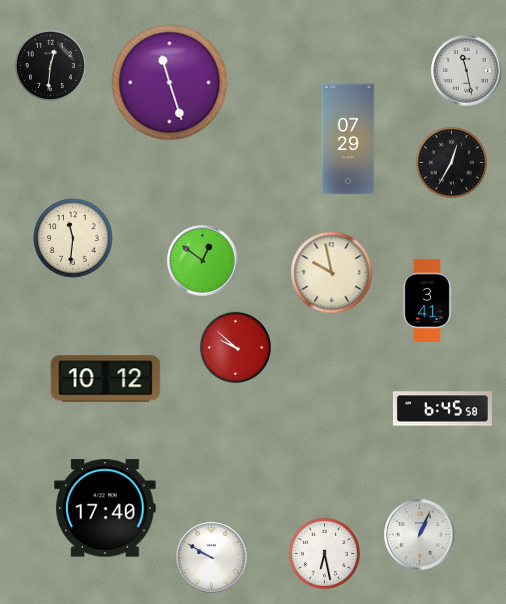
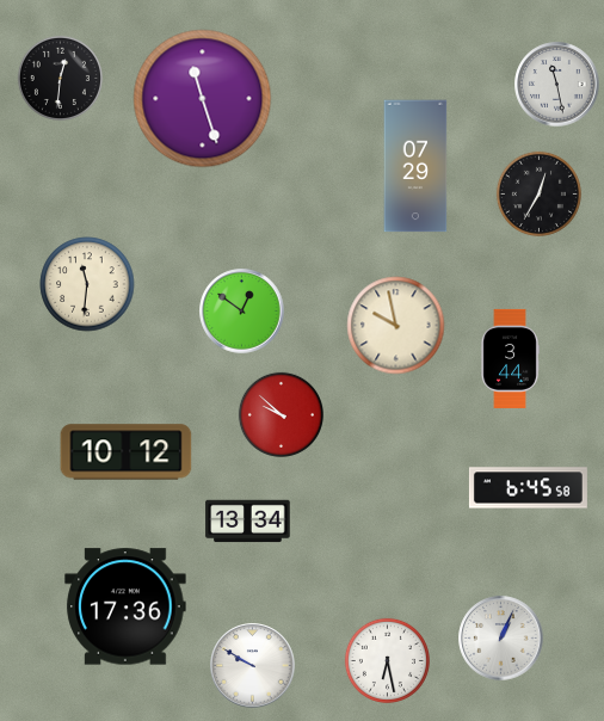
clock at (427, 300): 3:41 -> 3:44
clock at (248, 522): none -> 13:34
clock at (105, 508): 17:40 -> 17:36
